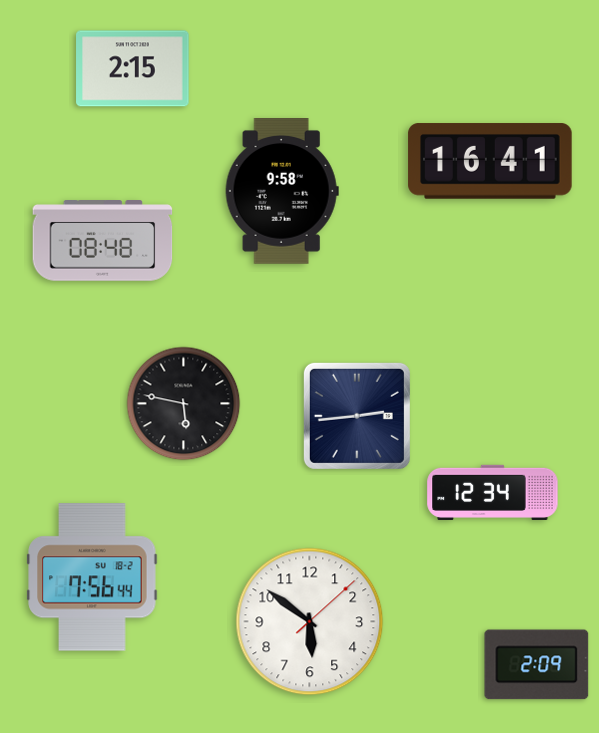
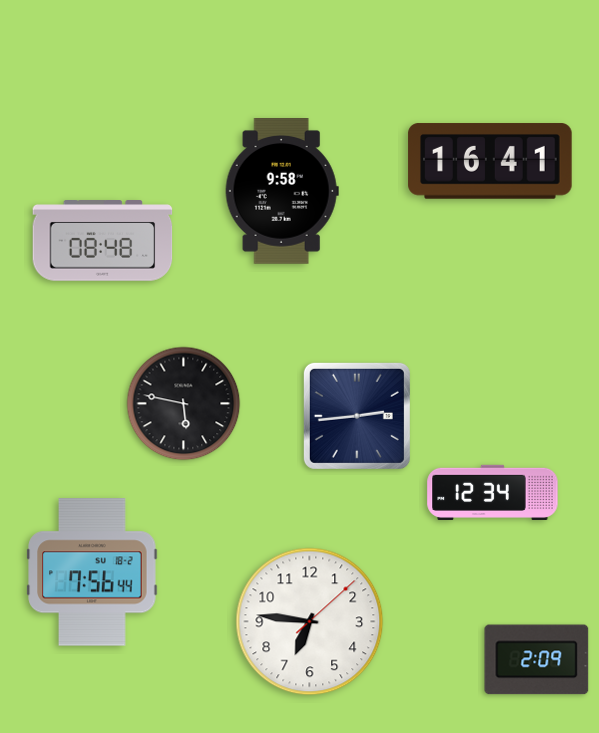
clock at (133, 69): 2:15 -> none
clock at (92, 577) position: (92, 577) -> (92, 572)
clock at (310, 622): 5:51 -> 6:46
clock at (537, 665) position: (537, 665) -> (537, 660)
